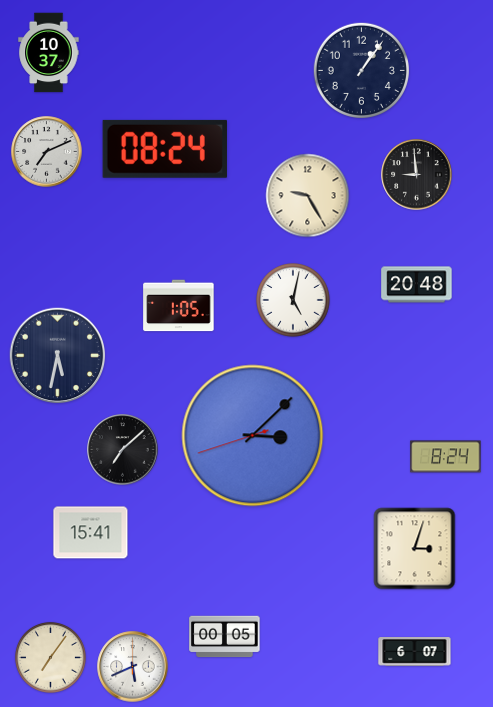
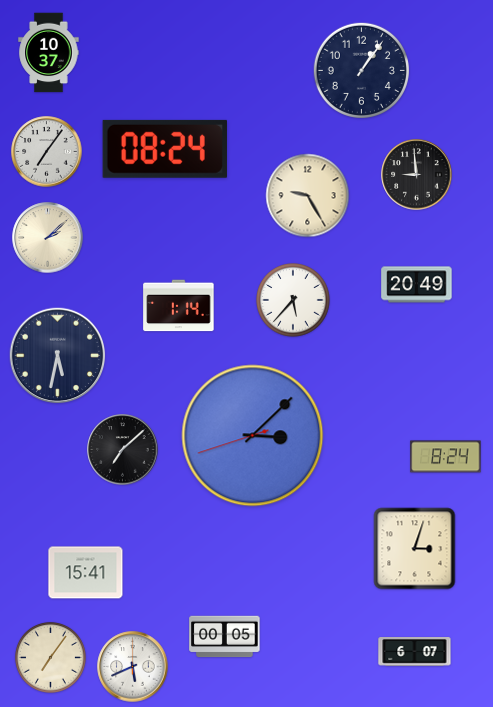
clock at (47, 152): 7:11 -> 7:06
clock at (48, 238): none -> 2:08
clock at (417, 285): 20:48 -> 20:49
clock at (293, 300): 5:02 -> 5:37
clock at (179, 306): 1:05 -> 1:14
clock at (91, 533) position: (91, 533) -> (86, 573)
